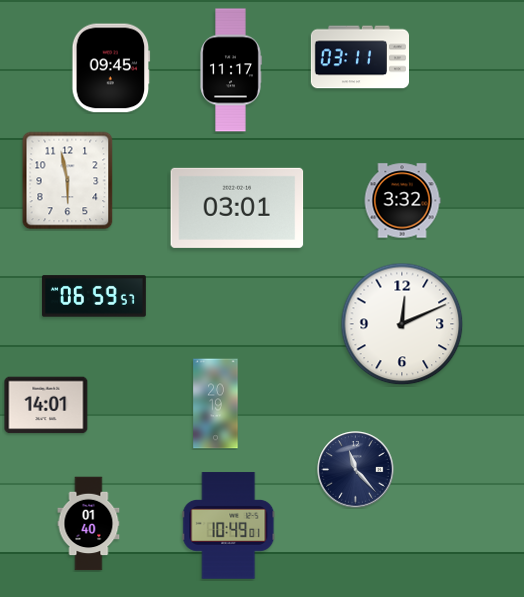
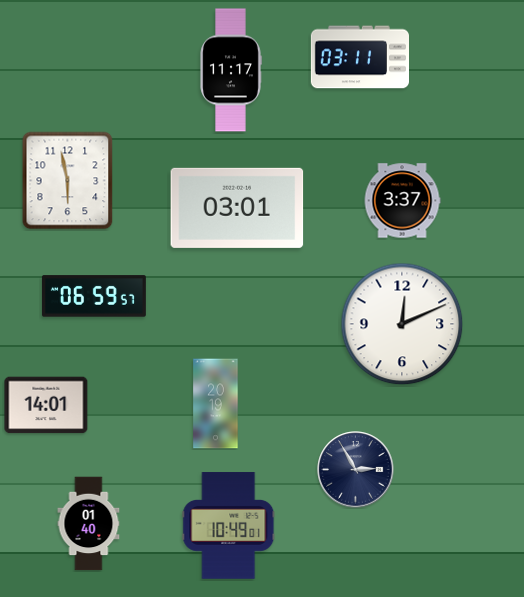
clock at (111, 68): 09:45 -> none
clock at (402, 201): 3:32 -> 3:37
clock at (356, 470): 11:23 -> 2:55
